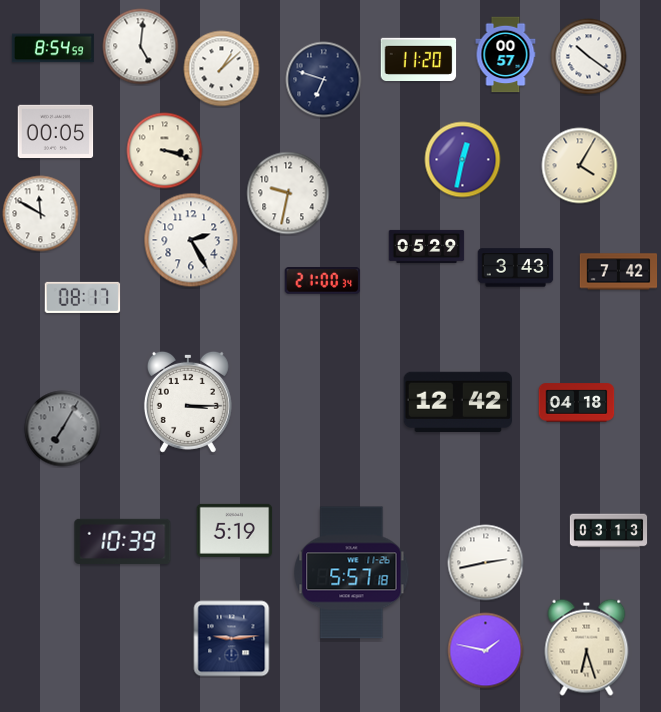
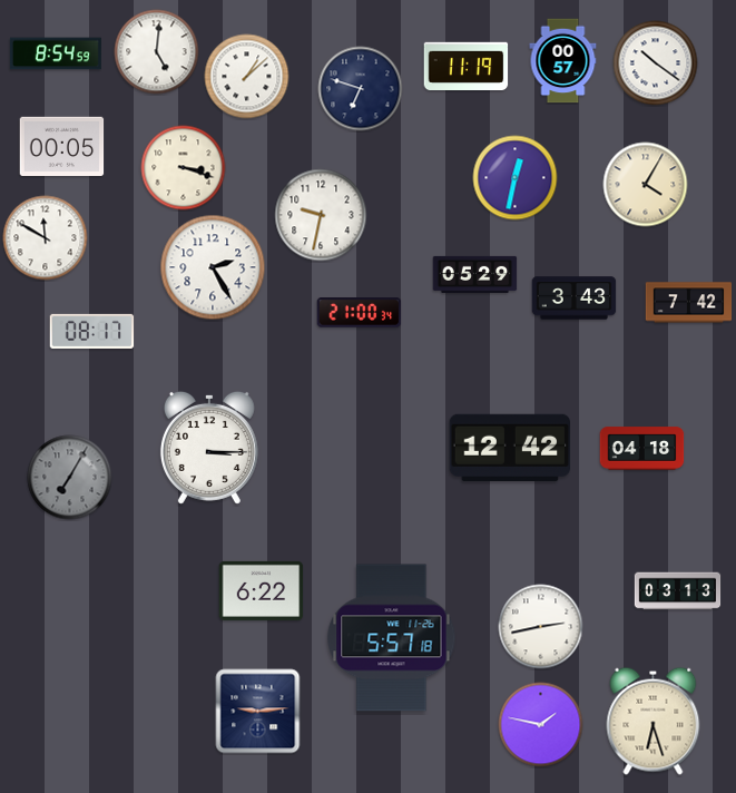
clock at (53, 48) position: (53, 48) -> (56, 53)
clock at (419, 60): 11:20 -> 11:19
clock at (235, 530): 5:19 -> 6:22
clock at (123, 541): 10:39 -> none
